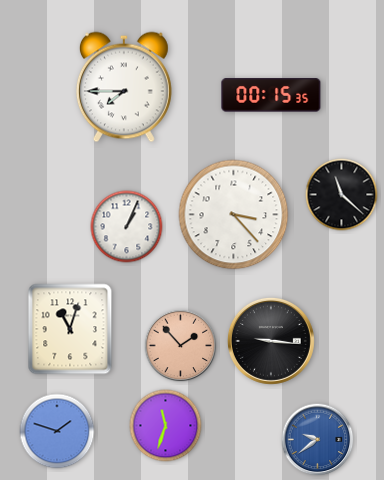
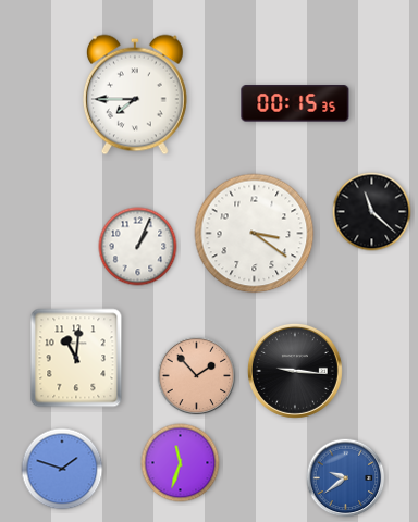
clock at (234, 215): 3:23 -> 3:21
clock at (70, 329): 11:03 -> 11:01
